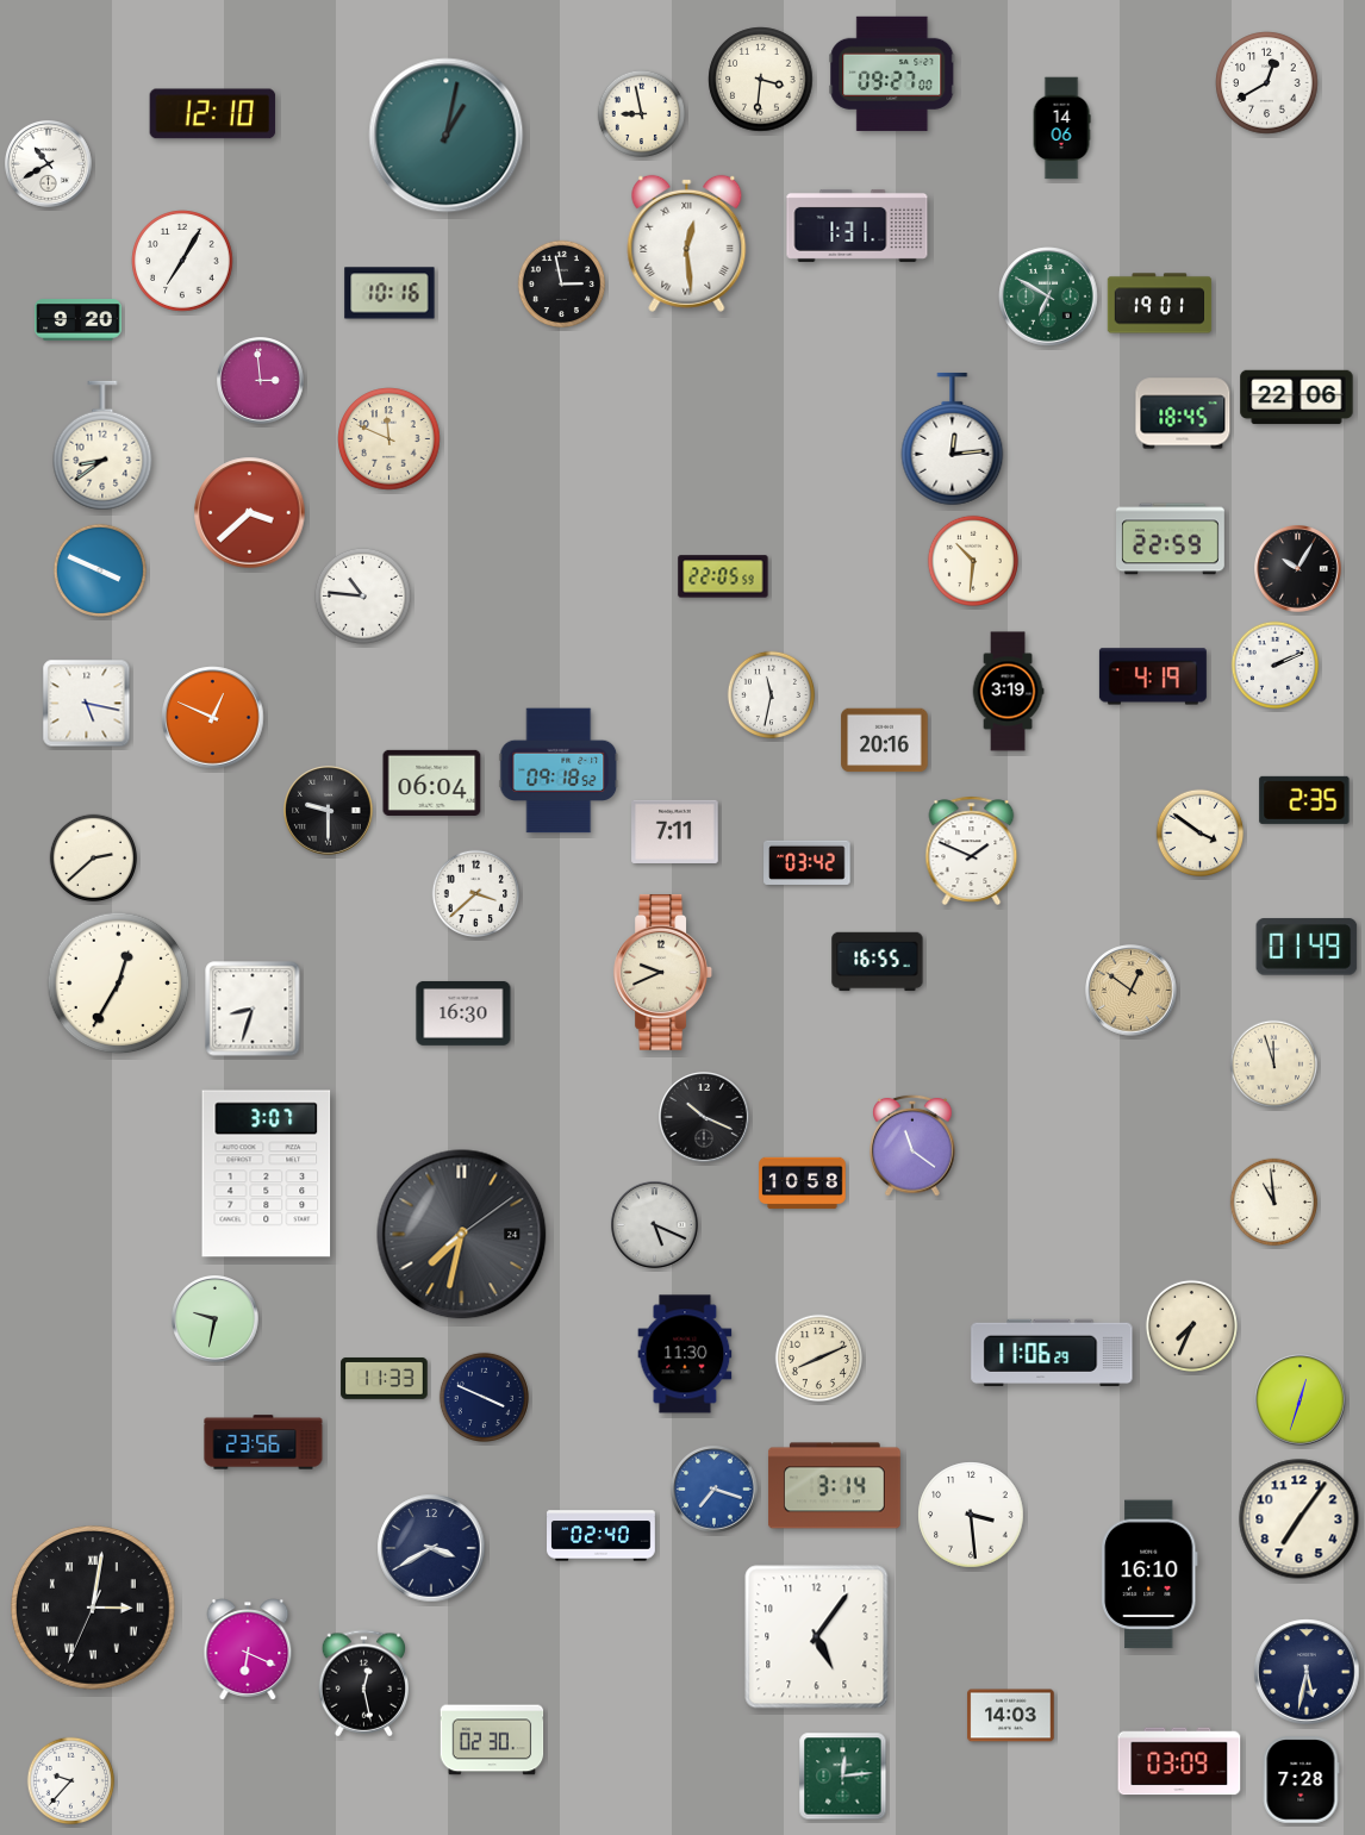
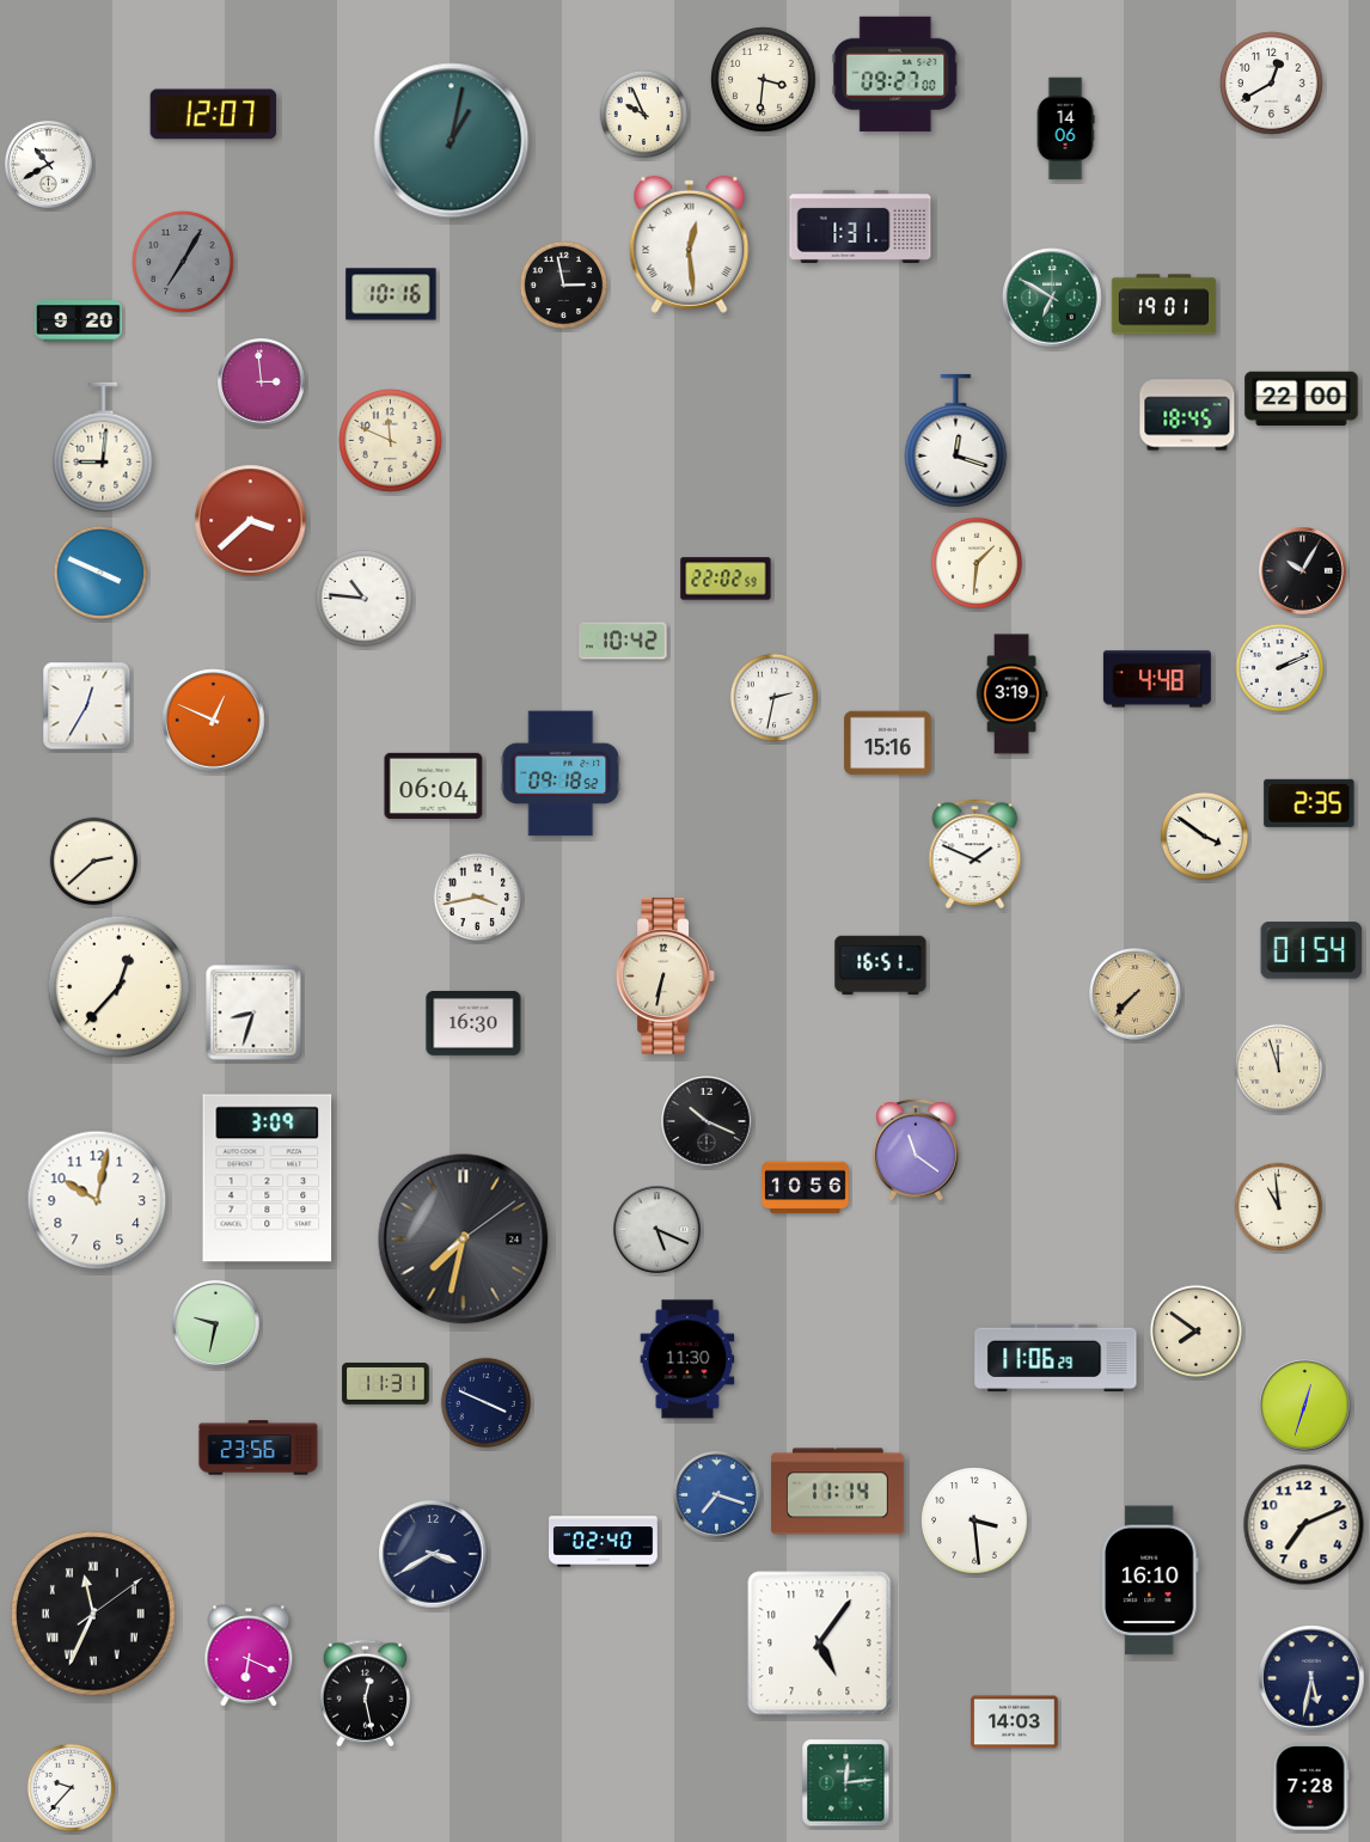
clock at (213, 114): 12:10 -> 12:07
clock at (642, 114): 8:58 -> 9:56
clock at (447, 136) position: (447, 136) -> (452, 141)
clock at (182, 261) dial: white -> grey
clock at (1297, 398): 22:06 -> 22:00
clock at (953, 439): 12:14 -> 12:18
clock at (102, 445): 8:39 -> 9:01
clock at (250, 513) position: (250, 513) -> (251, 521)
clock at (1171, 539): 22:59 -> none
clock at (973, 561): 10:31 -> 1:31
clock at (723, 576): 22:05 -> 22:02
clock at (623, 641): none -> 10:42
clock at (1153, 676): 4:19 -> 4:48
clock at (772, 695): 11:32 -> 2:32
clock at (87, 704): 5:17 -> 12:35
clock at (885, 741): 20:16 -> 15:16
clock at (329, 811): 9:30 -> none
clock at (675, 831): 7:11 -> none
clock at (808, 862): 03:42 -> none
clock at (476, 894): 3:38 -> 3:43
clock at (1307, 947): 01:49 -> 01:54
clock at (878, 962): 16:55 -> 16:51
clock at (663, 972): 9:41 -> 6:32
clock at (119, 984): 12:35 -> 12:37
clock at (1132, 991): 12:51 -> 7:37
clock at (463, 1013) position: (463, 1013) -> (473, 1023)
clock at (267, 1174): 3:07 -> 3:09
clock at (803, 1184): 10:58 -> 10:56
clock at (97, 1200): none -> 10:02
clock at (1191, 1325): 7:34 -> 7:51
clock at (819, 1359): 8:11 -> none
clock at (385, 1379): 11:33 -> 11:31
clock at (263, 1442) position: (263, 1442) -> (258, 1448)
clock at (834, 1486): 3:14 -> 11:14
clock at (1299, 1519): 7:06 -> 7:11
clock at (1151, 1574) position: (1151, 1574) -> (1151, 1580)
clock at (94, 1609): 3:01 -> 11:34
clock at (364, 1684) position: (364, 1684) -> (366, 1694)
clock at (492, 1740): 02:30 -> none
clock at (1179, 1761): 03:09 -> none
clock at (1301, 1780) position: (1301, 1780) -> (1310, 1787)
